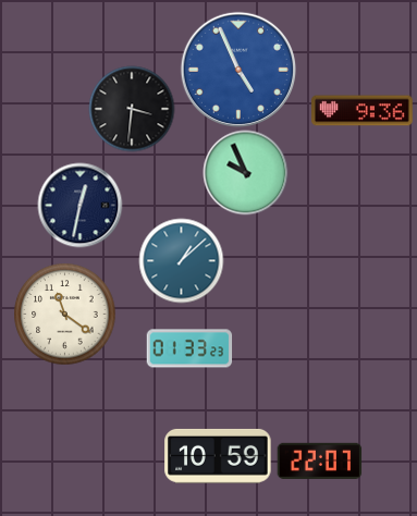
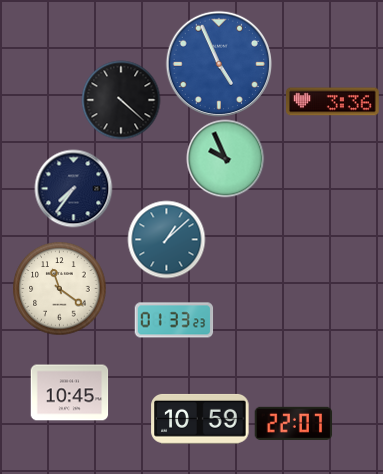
clock at (132, 109): 3:31 -> 4:22
clock at (363, 111): 9:36 -> 3:36
clock at (79, 205): 12:32 -> 7:36
clock at (69, 393): none -> 10:45
